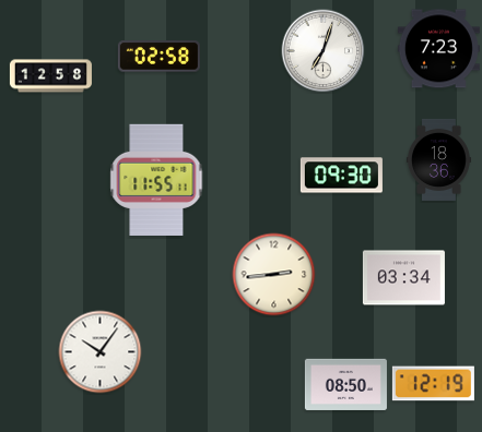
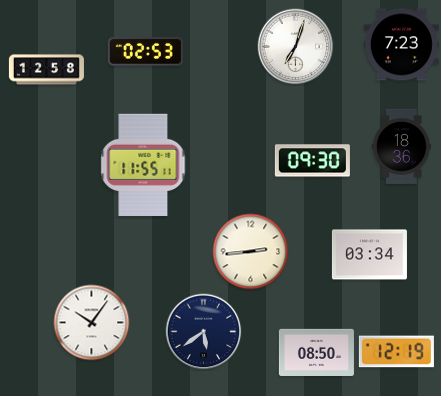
clock at (158, 57): 02:58 -> 02:53
clock at (204, 332): none -> 5:39
